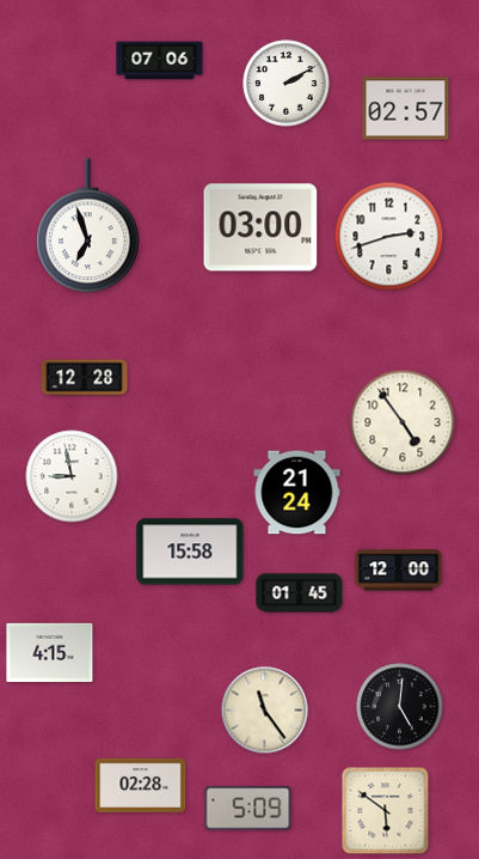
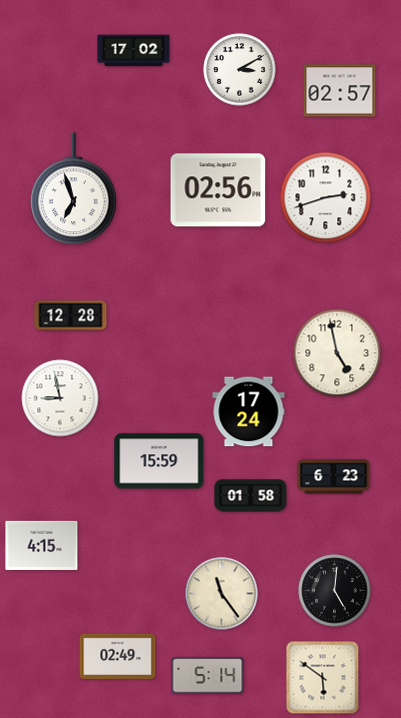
clock at (160, 61): 07:06 -> 17:02
clock at (287, 84): 2:10 -> 3:10
clock at (260, 227): 03:00 -> 02:56
clock at (403, 422): 4:54 -> 4:58
clock at (297, 493): 21:24 -> 17:24
clock at (190, 552): 15:58 -> 15:59
clock at (399, 571): 12:00 -> 6:23
clock at (300, 593): 01:45 -> 01:58
clock at (141, 785): 02:28 -> 02:49
clock at (248, 809): 5:09 -> 5:14
